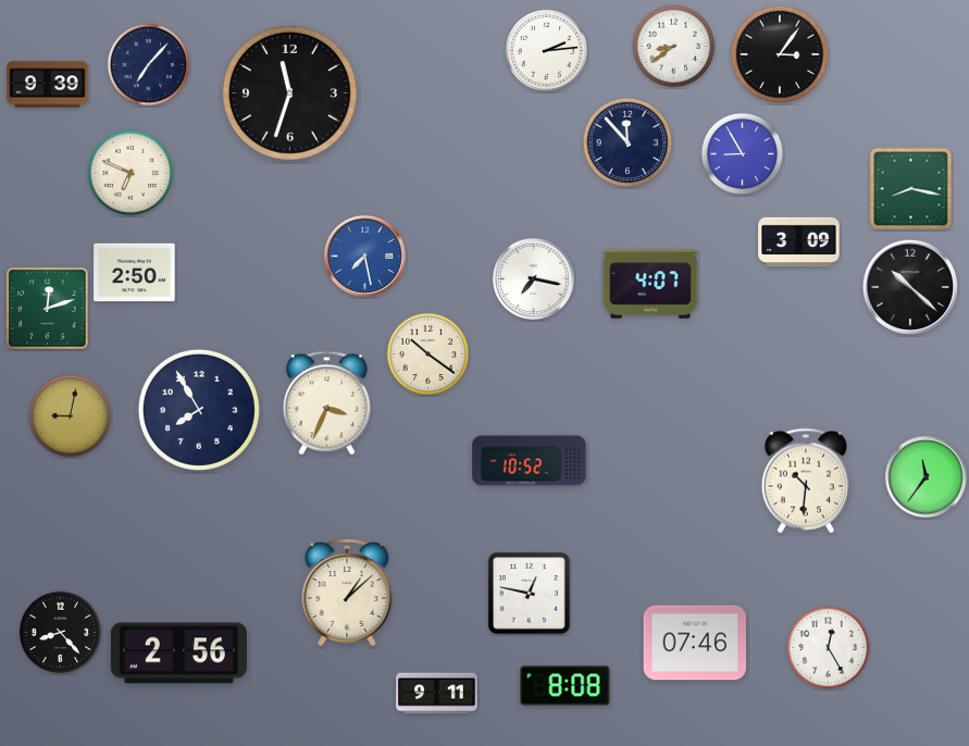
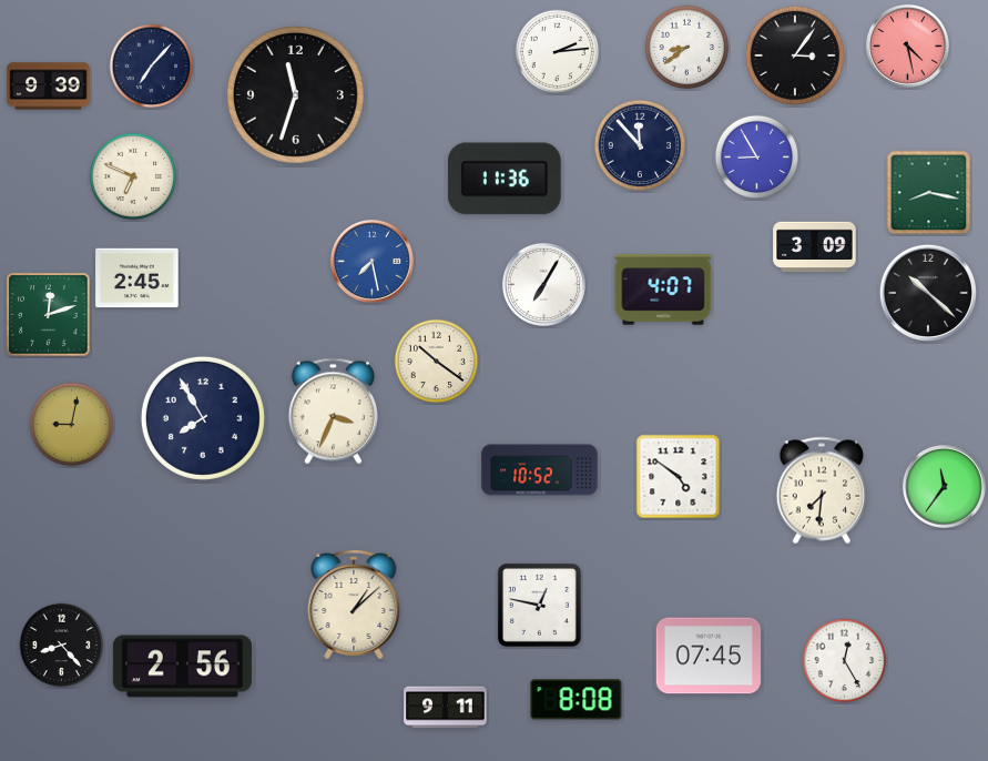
clock at (907, 45): none -> 4:28
clock at (505, 179): none -> 11:36
clock at (135, 273): 2:50 -> 2:45
clock at (533, 278): 7:17 -> 7:05
clock at (679, 477): none -> 4:51
clock at (806, 481): 10:31 -> 7:31
clock at (695, 643): 07:46 -> 07:45
